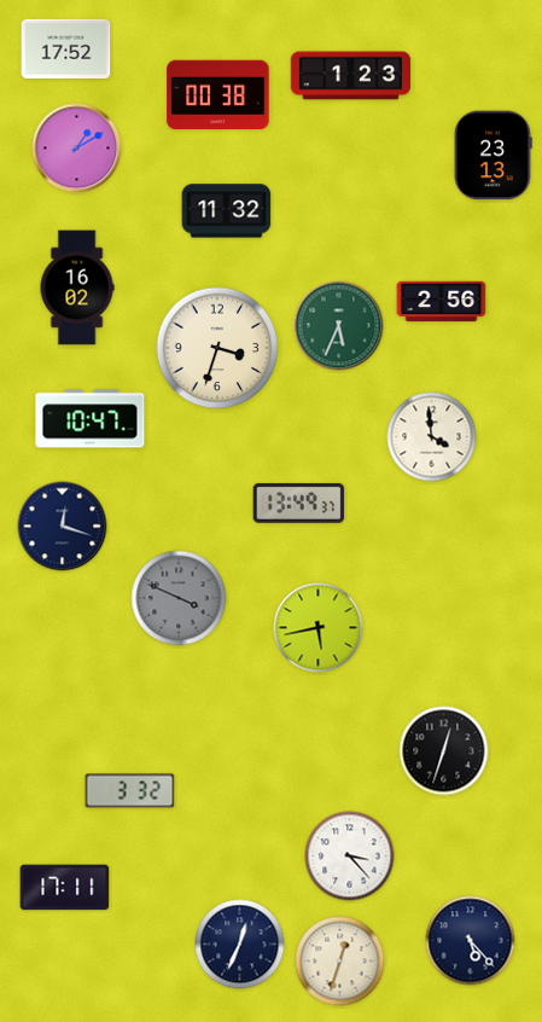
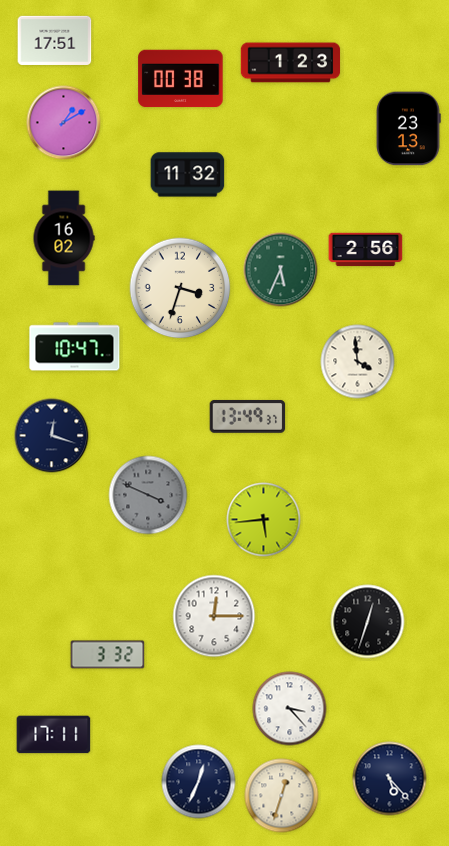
clock at (66, 48): 17:52 -> 17:51
clock at (319, 628): 5:43 -> 5:44
clock at (214, 616): none -> 12:15
